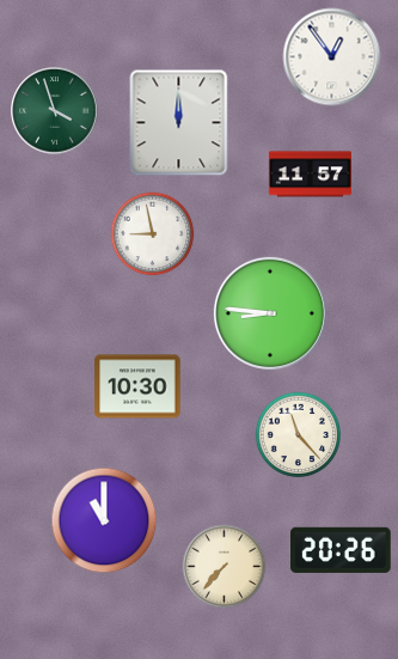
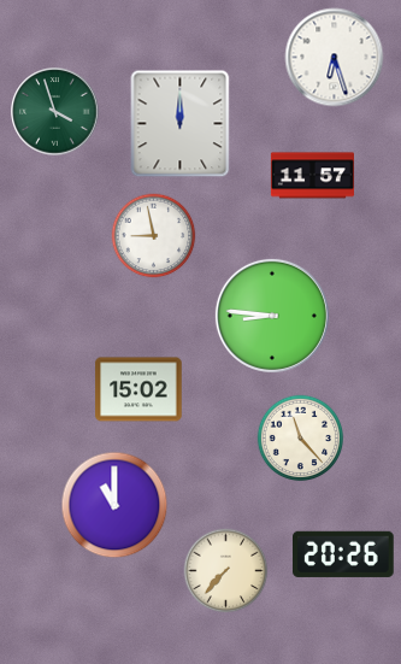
clock at (332, 57): 12:54 -> 6:27
clock at (137, 386): 10:30 -> 15:02
clock at (104, 520) position: (104, 520) -> (114, 505)
